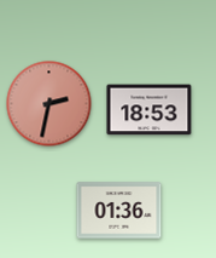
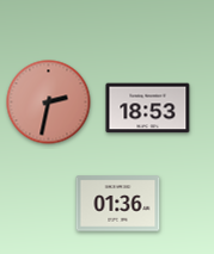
clock at (119, 211) position: (119, 211) -> (118, 204)
